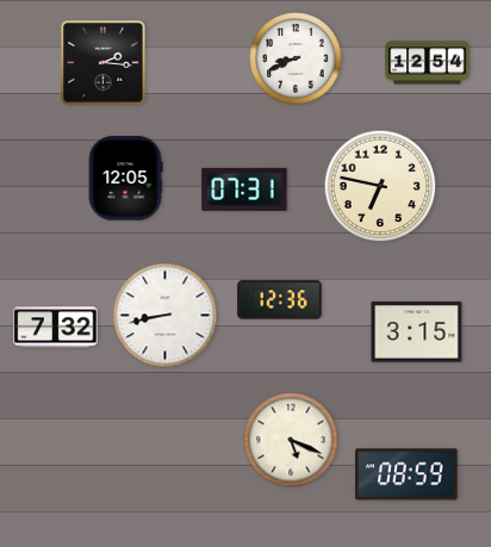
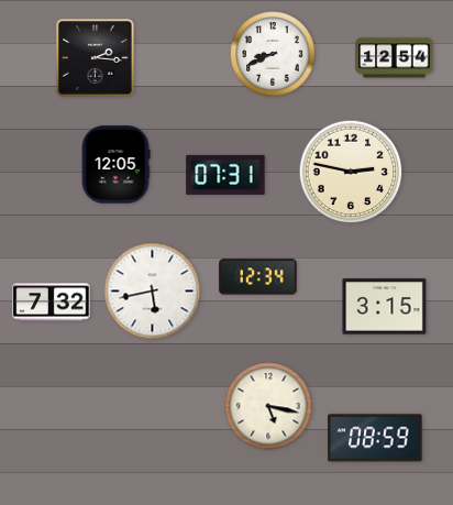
clock at (380, 186): 6:47 -> 2:47
clock at (280, 300): 12:36 -> 12:34
clock at (166, 316): 8:43 -> 5:43
clock at (291, 440): 5:19 -> 5:17
